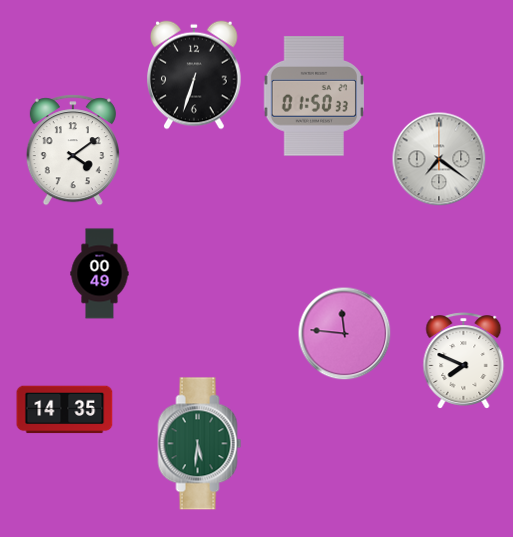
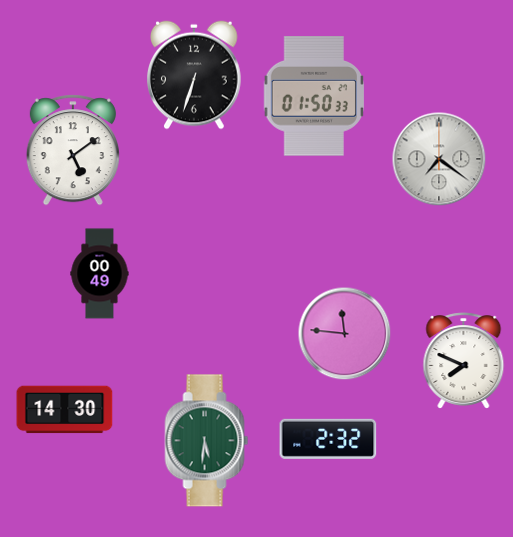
clock at (73, 150): 4:09 -> 5:09
clock at (65, 410): 14:35 -> 14:30
clock at (328, 439): none -> 2:32
clock at (200, 444) position: (200, 444) -> (207, 441)
